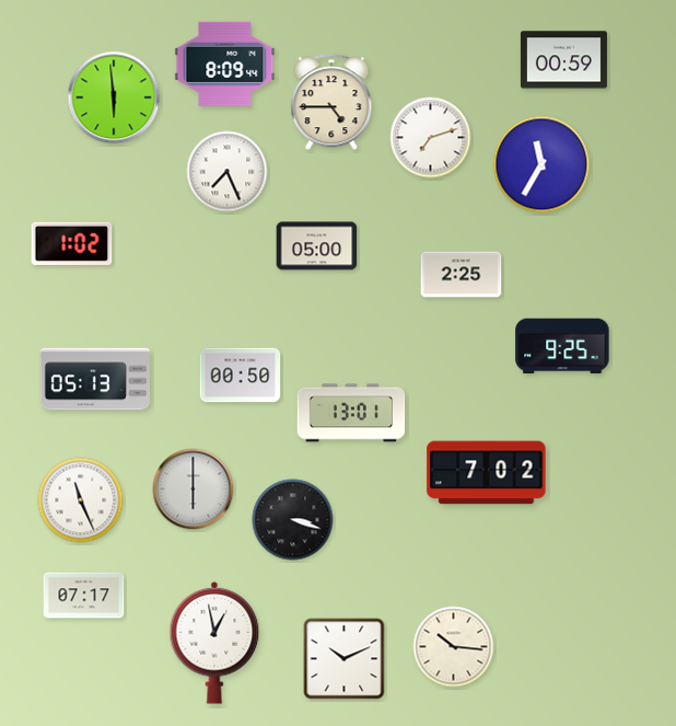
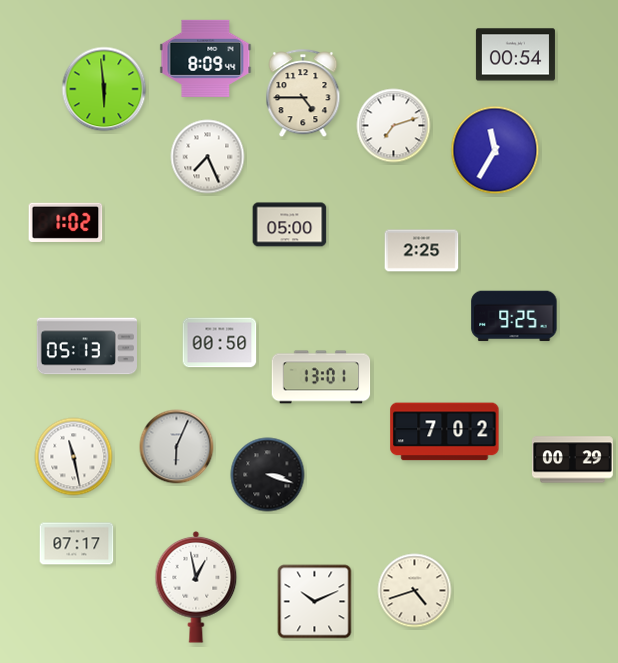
clock at (563, 60): 00:59 -> 00:54
clock at (194, 489): 6:00 -> 6:04
clock at (81, 500): 11:26 -> 11:28
clock at (572, 460): none -> 00:29
clock at (454, 647): 10:16 -> 4:42
